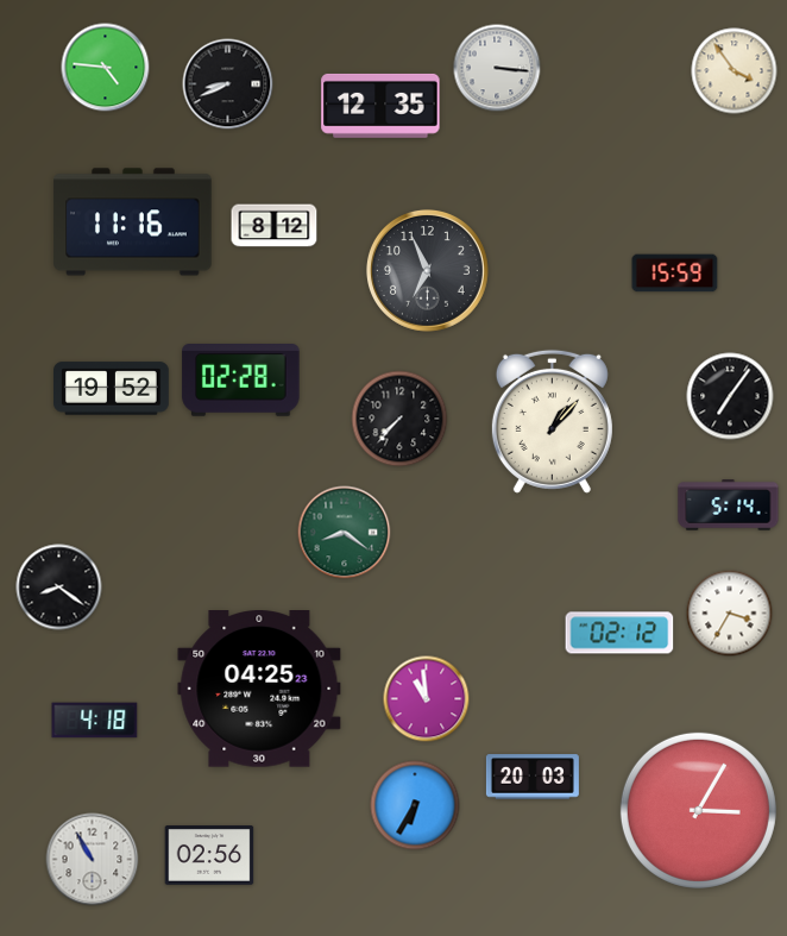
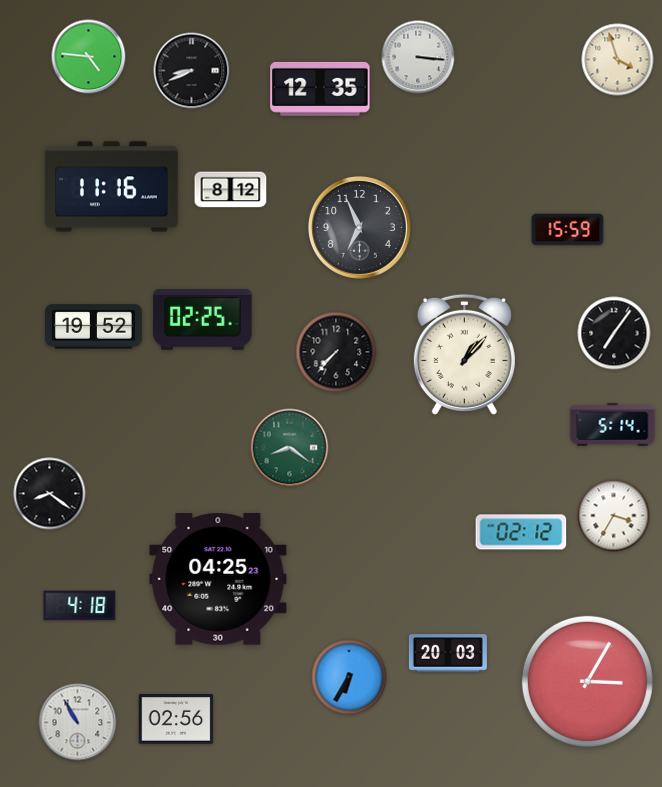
clock at (735, 71): 3:54 -> 3:57
clock at (241, 381): 02:28 -> 02:25
clock at (427, 699): 10:59 -> none
